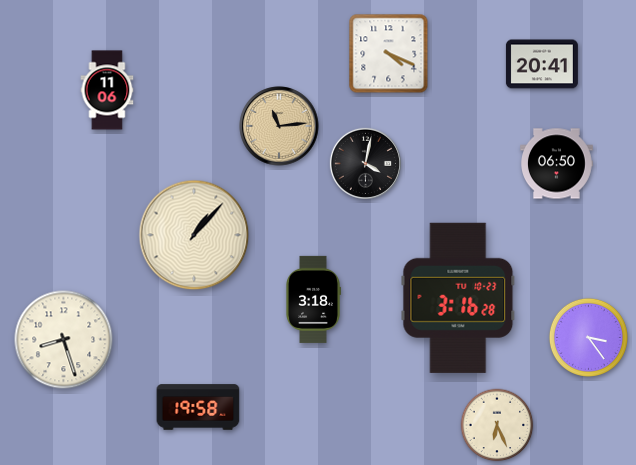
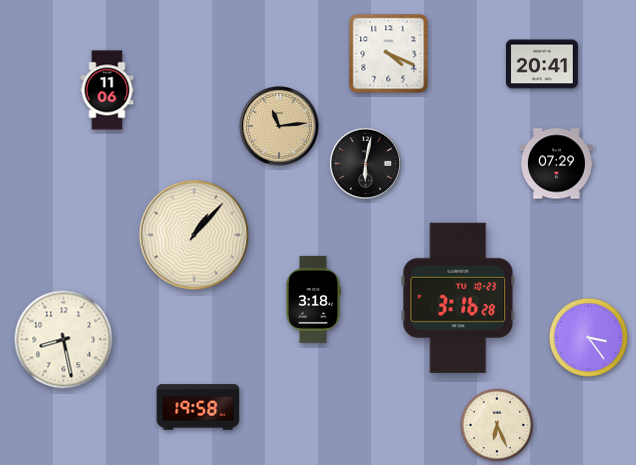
clock at (365, 163): 4:02 -> 6:02
clock at (557, 164): 06:50 -> 07:29
clock at (64, 340): 8:27 -> 8:28
